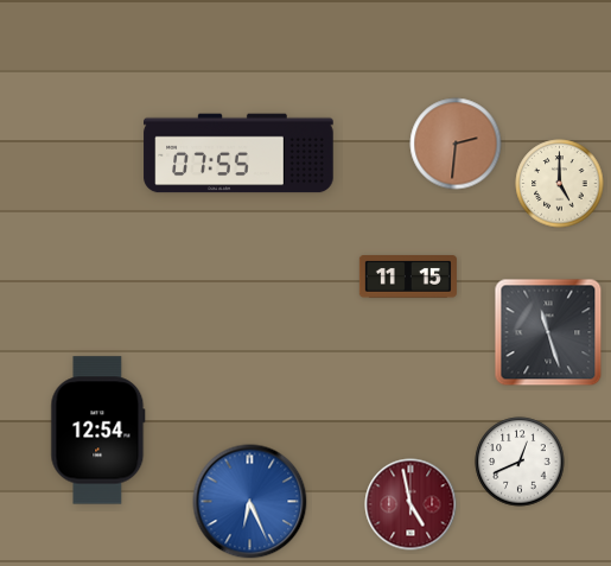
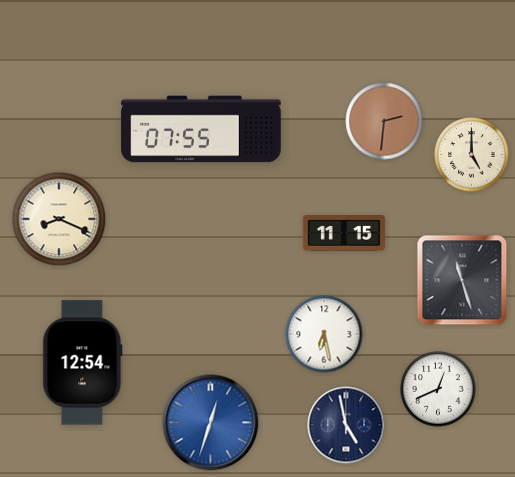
clock at (59, 219): none -> 8:19
clock at (324, 334): none -> 6:28
clock at (250, 502): 6:26 -> 12:33
clock at (410, 504) dial: burgundy -> navy
